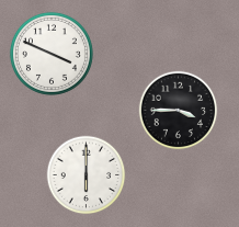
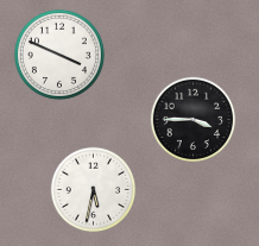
clock at (52, 54) position: (52, 54) -> (59, 55)
clock at (87, 175): 6:00 -> 5:32
